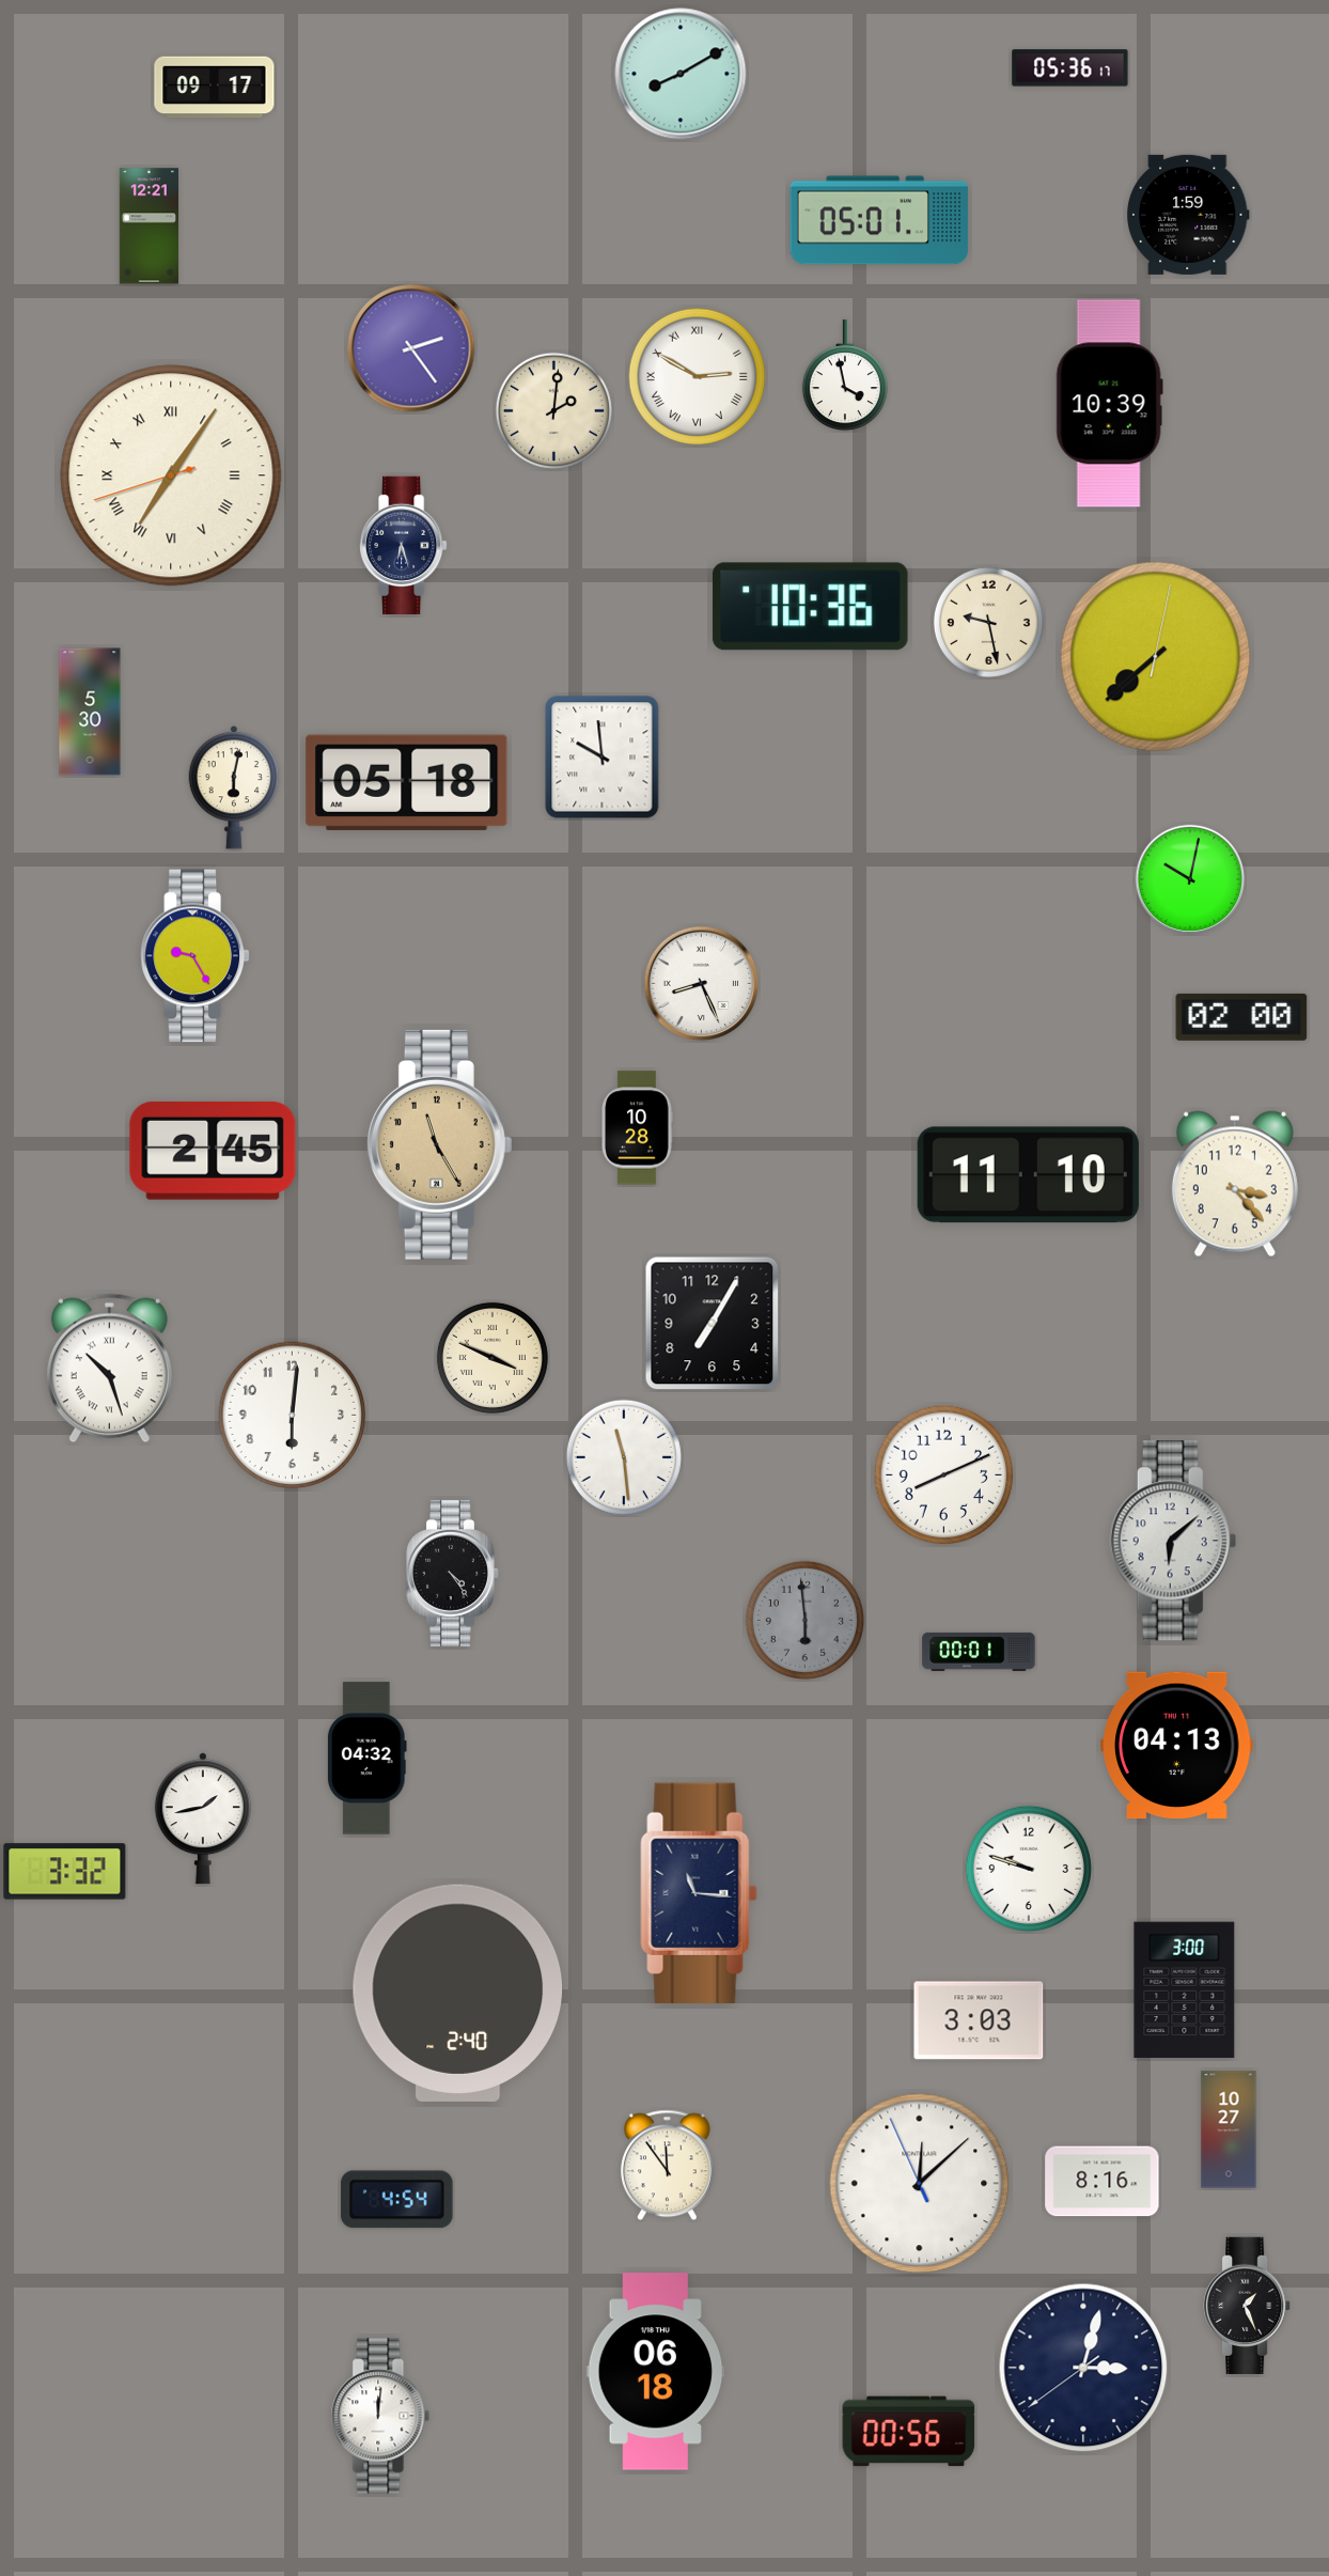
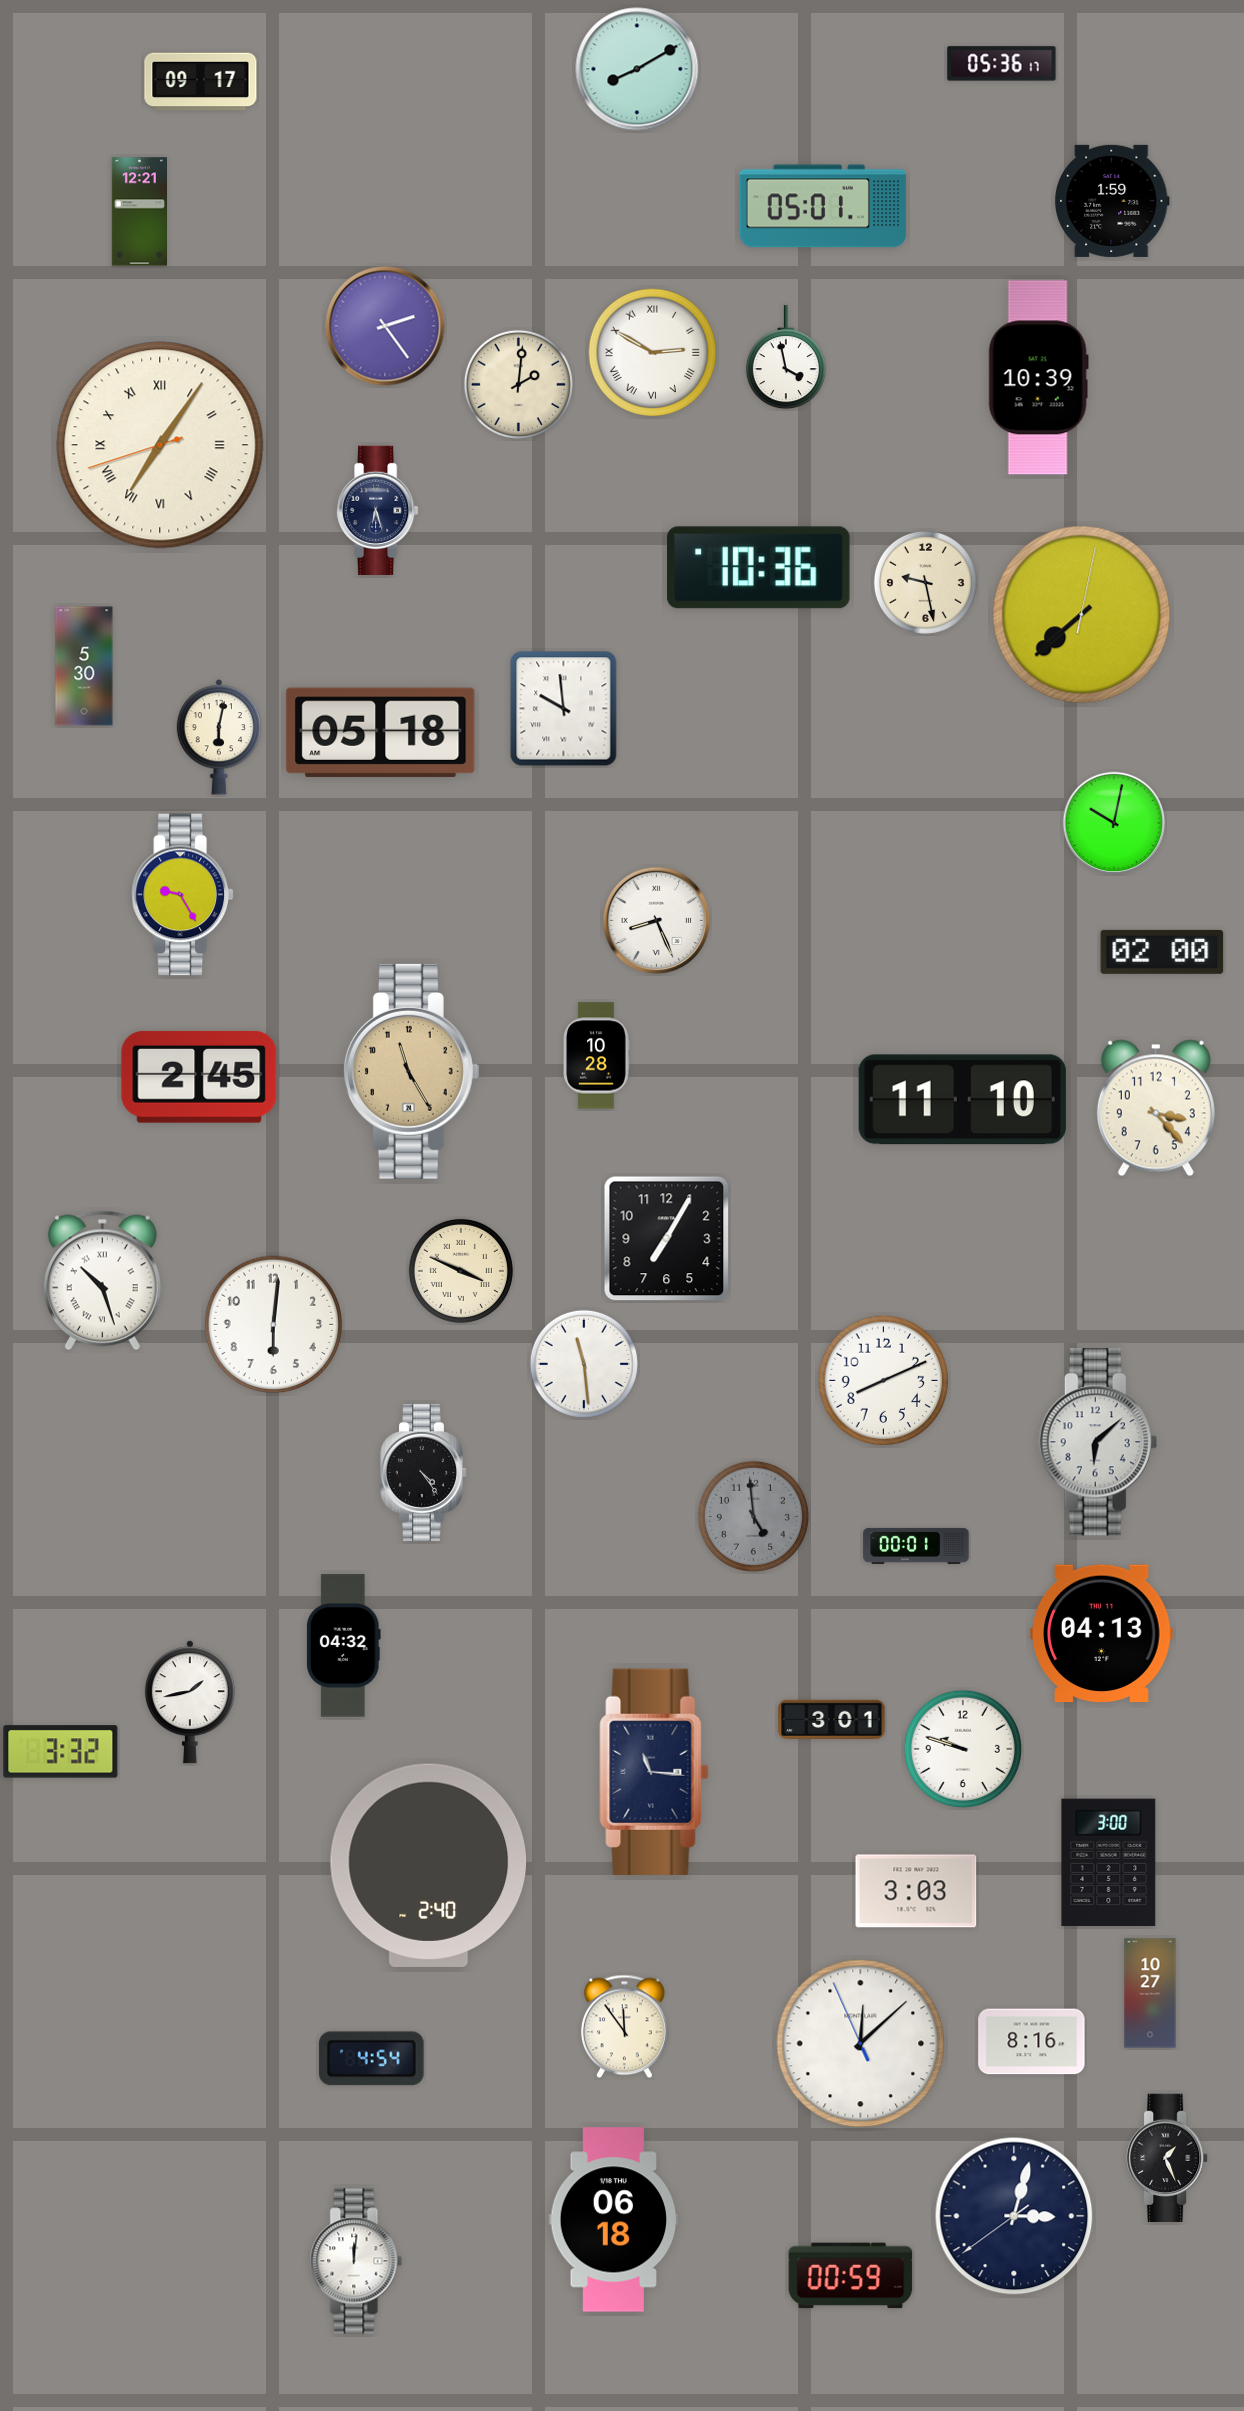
clock at (845, 376) position: (845, 376) -> (786, 358)
clock at (804, 1620): 5:59 -> 4:59
clock at (832, 1719): none -> 3:01
clock at (909, 2432): 00:56 -> 00:59
